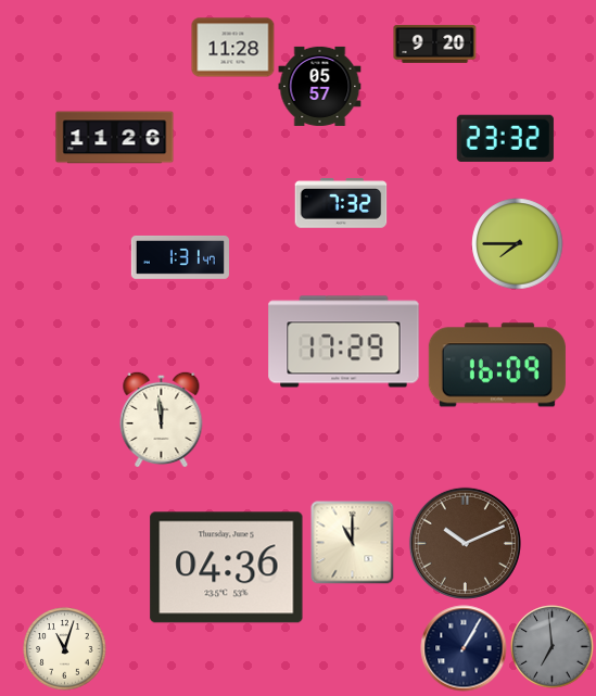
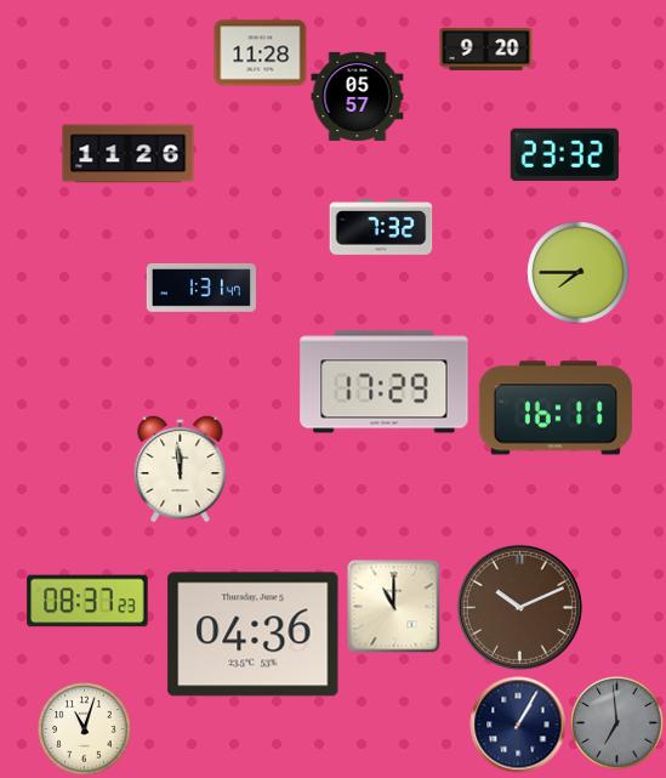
clock at (497, 365): 16:09 -> 16:11
clock at (87, 601): none -> 08:37
clock at (65, 649) position: (65, 649) -> (85, 729)
